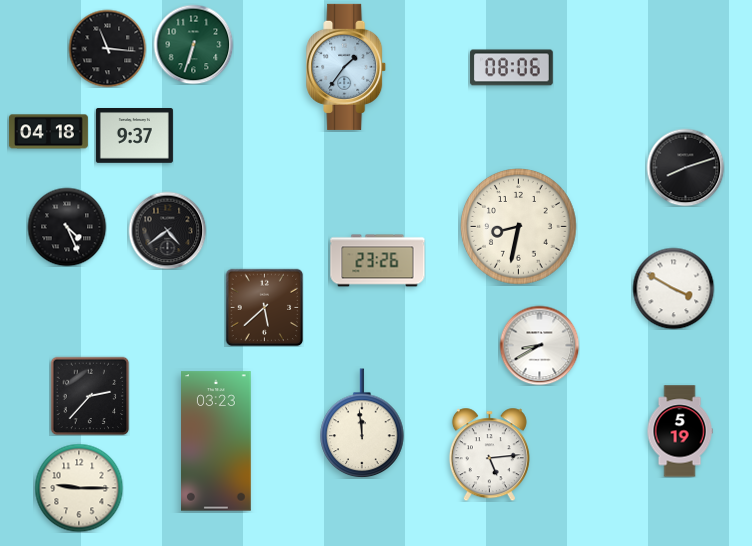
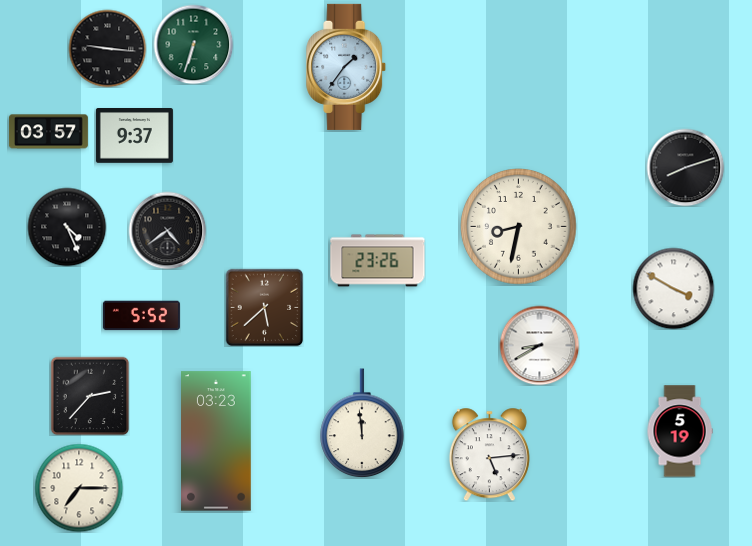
clock at (107, 48): 11:16 -> 9:16
clock at (512, 68): 08:06 -> none
clock at (48, 132): 04:18 -> 03:57
clock at (141, 316): none -> 5:52
clock at (79, 488): 9:15 -> 7:15
